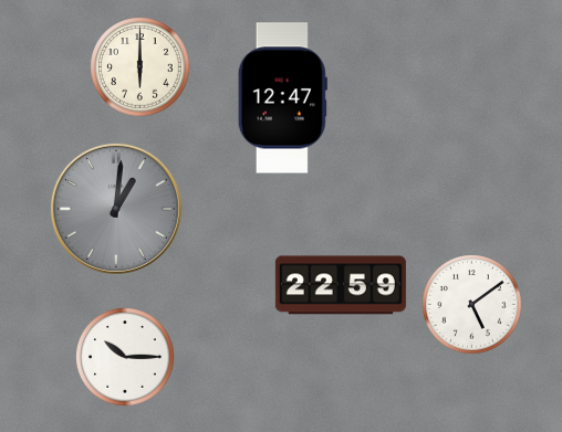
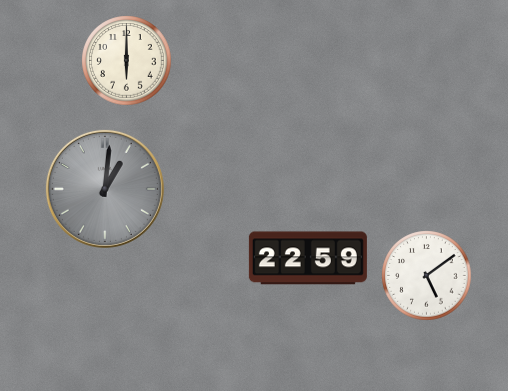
clock at (282, 98): 12:47 -> none
clock at (126, 358): 10:15 -> none
